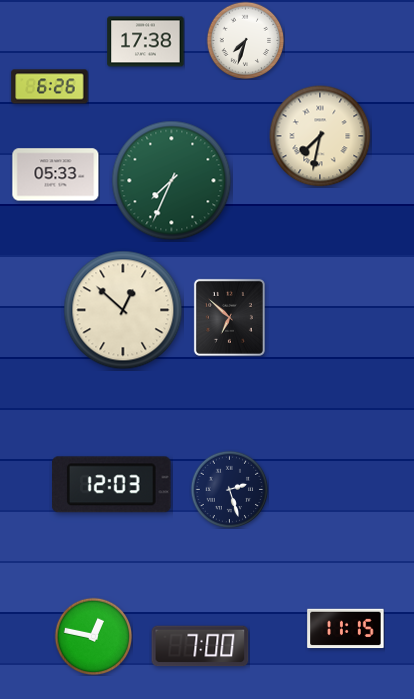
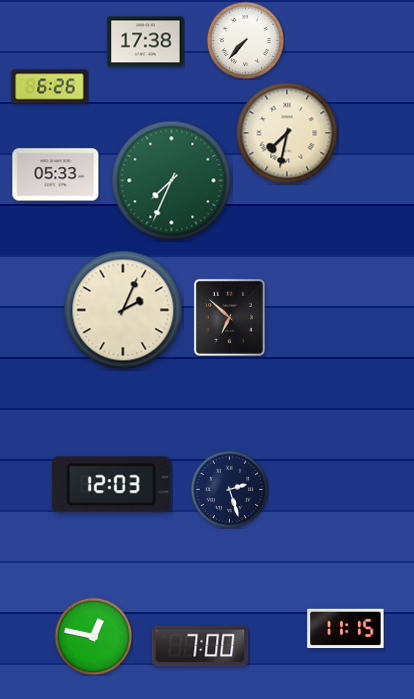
clock at (245, 40): 7:33 -> 7:37
clock at (320, 136) position: (320, 136) -> (287, 133)
clock at (123, 310): 12:52 -> 2:04
